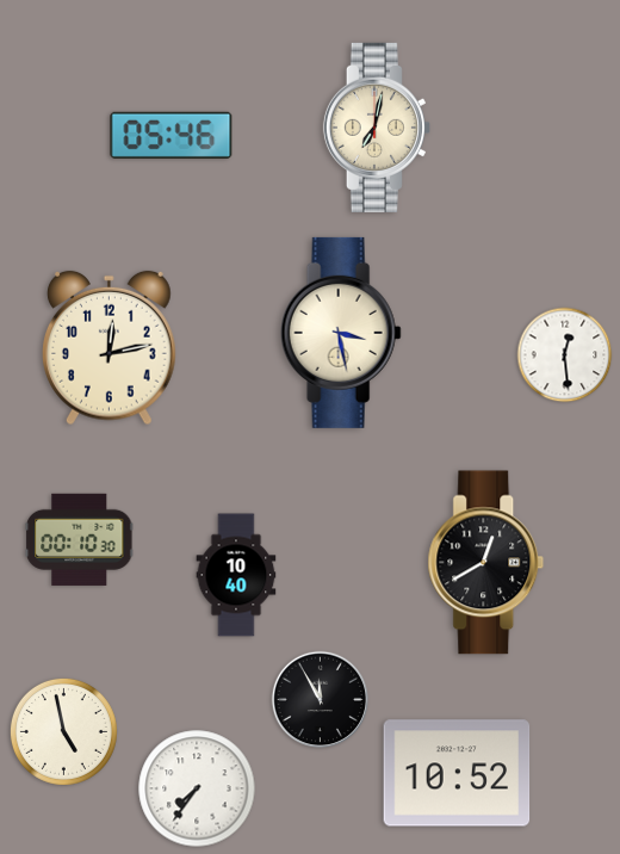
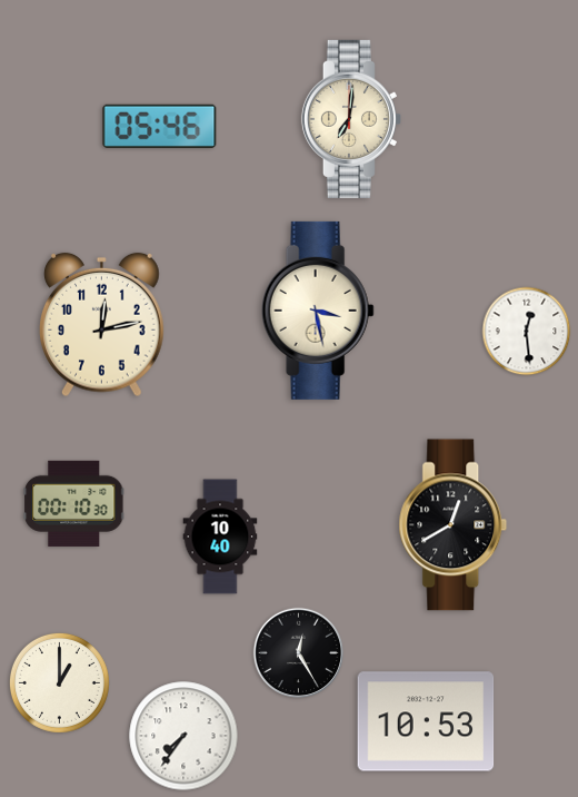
clock at (377, 128): 7:02 -> 7:01
clock at (321, 700): 11:55 -> 12:25
clock at (63, 731): 4:58 -> 1:00
clock at (457, 773): 10:52 -> 10:53
